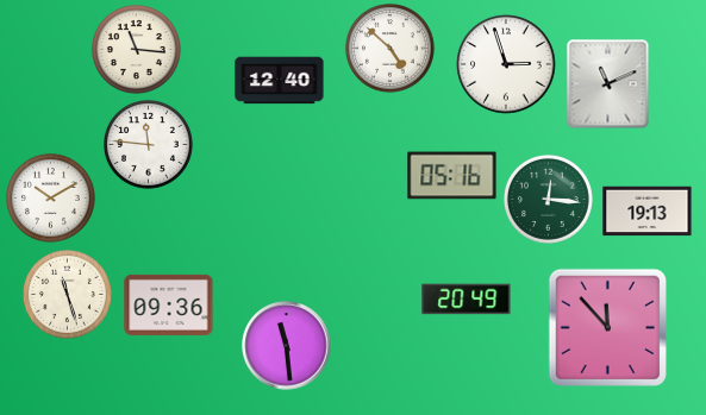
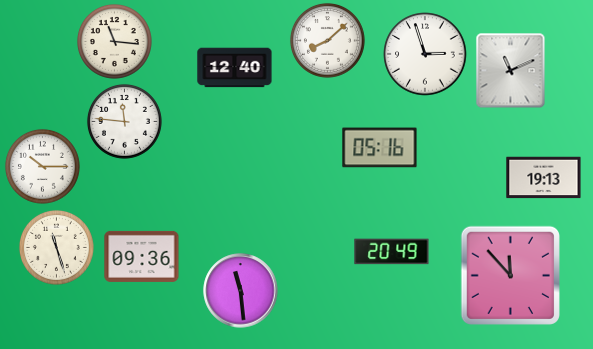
clock at (389, 48): 4:52 -> 8:08
clock at (50, 197): 10:10 -> 10:15
clock at (548, 199): 12:16 -> none
